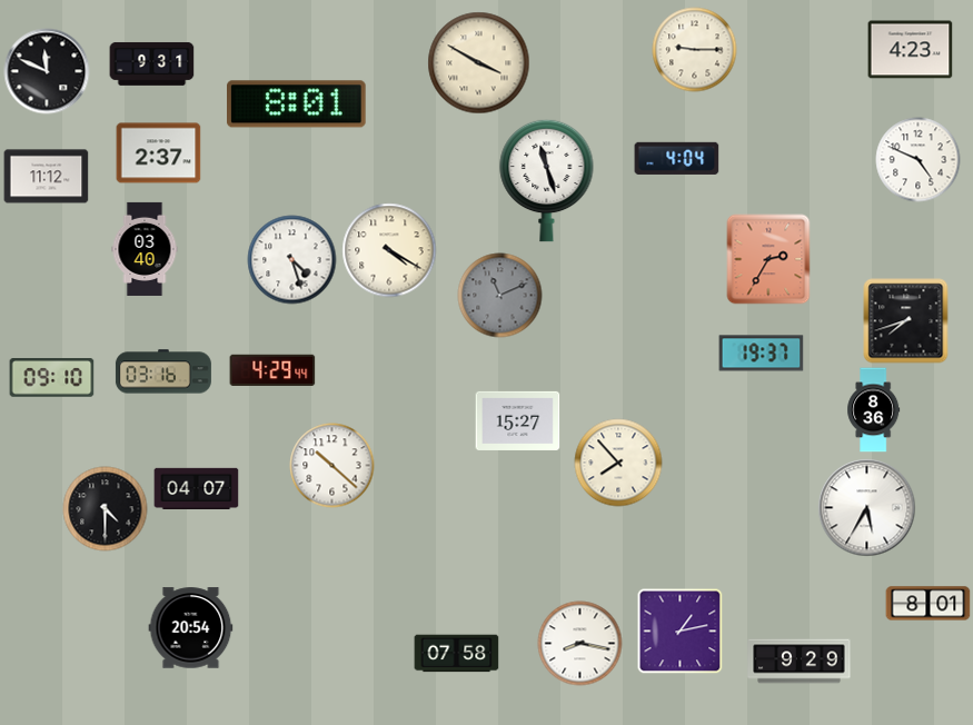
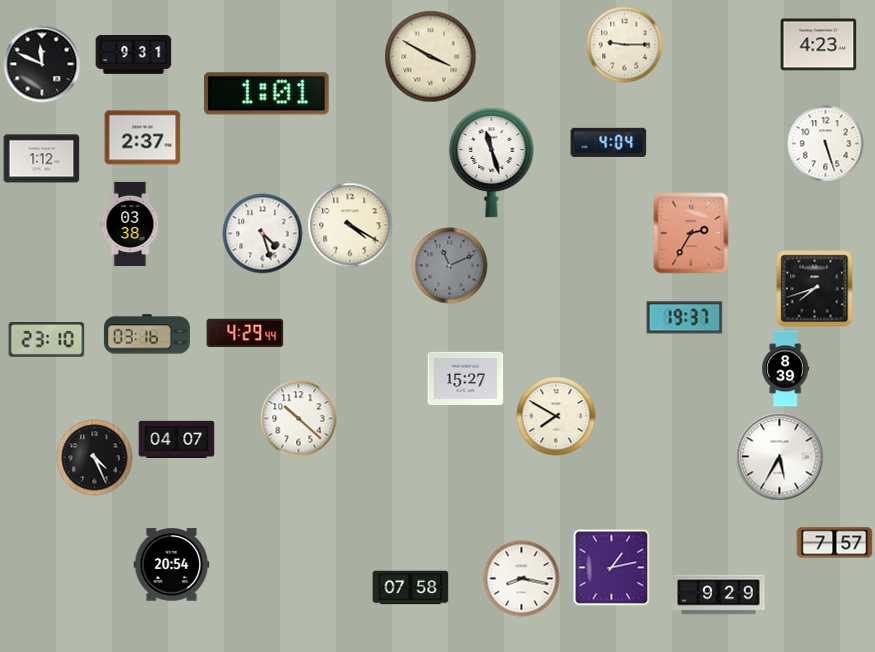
clock at (152, 63) position: (152, 63) -> (134, 54)
clock at (297, 105): 8:01 -> 1:01
clock at (919, 160): 4:49 -> 5:27
clock at (47, 177): 11:12 -> 1:12
clock at (145, 249): 03:40 -> 03:38
clock at (52, 378): 09:10 -> 23:10
clock at (874, 410): 8:36 -> 8:39
clock at (618, 463): 7:53 -> 7:50
clock at (106, 509): 4:30 -> 4:26
clock at (929, 604): 8:01 -> 7:57
